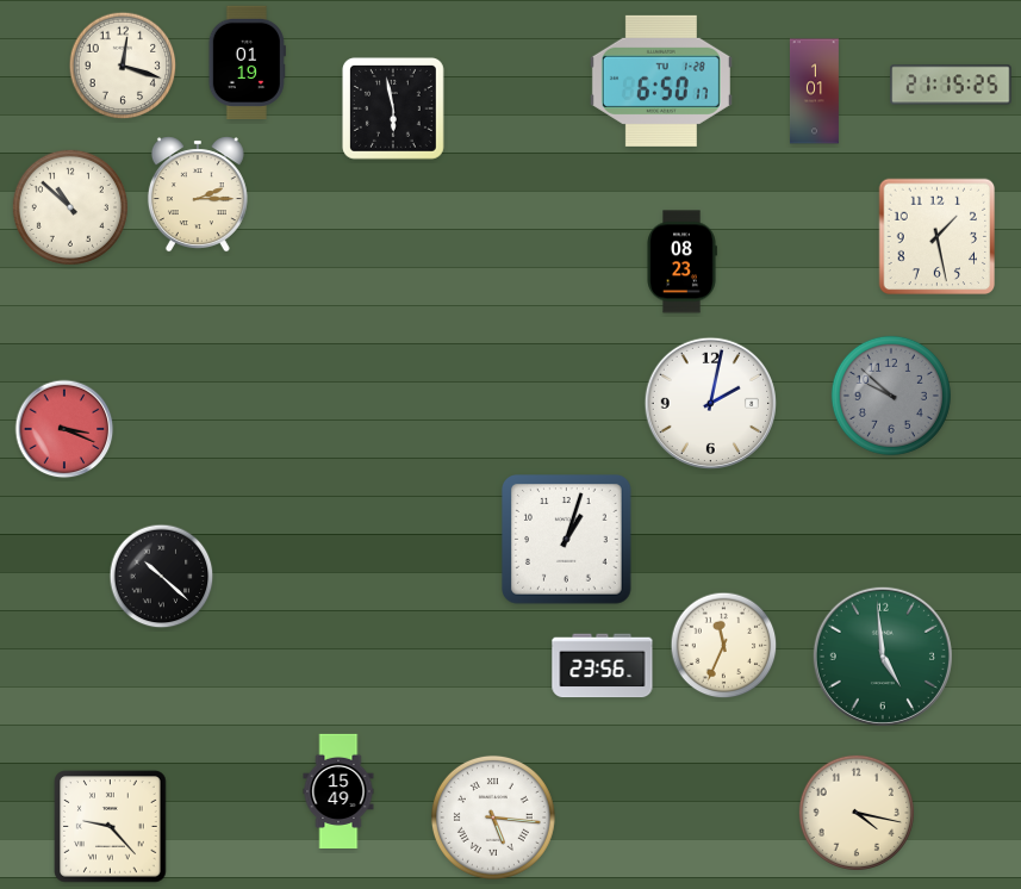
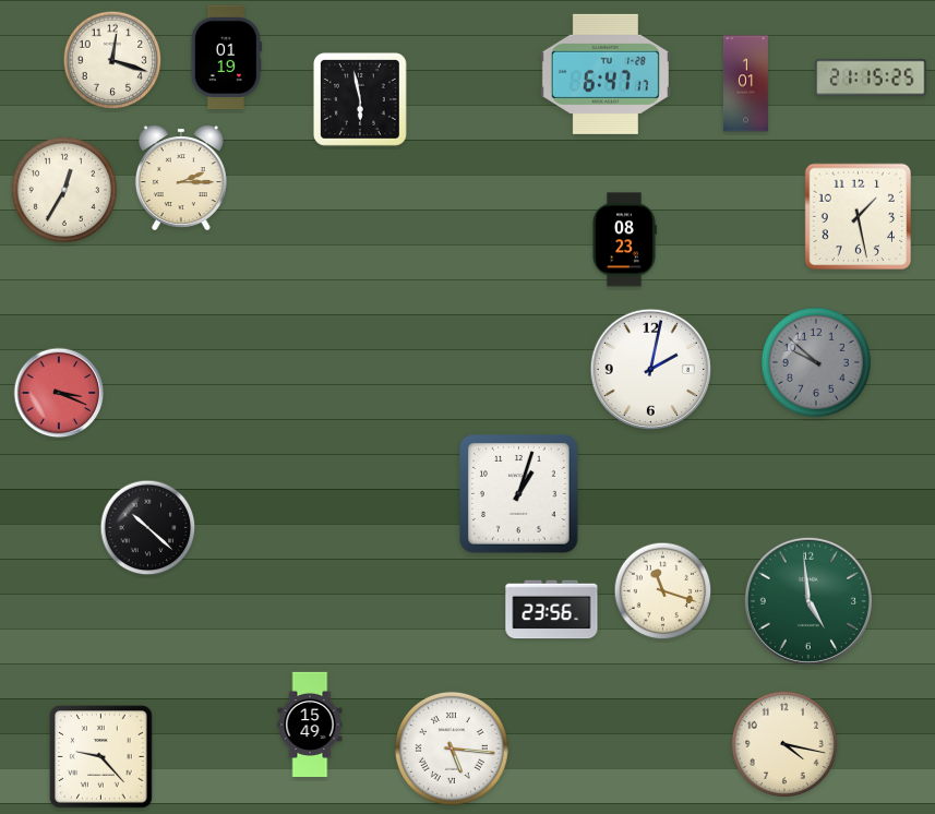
clock at (661, 81): 6:50 -> 6:47
clock at (70, 207): 10:52 -> 12:35
clock at (724, 646): 11:34 -> 11:18
